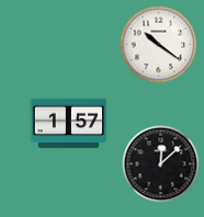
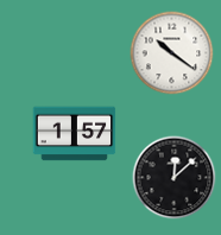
clock at (159, 45) position: (159, 45) -> (172, 53)
